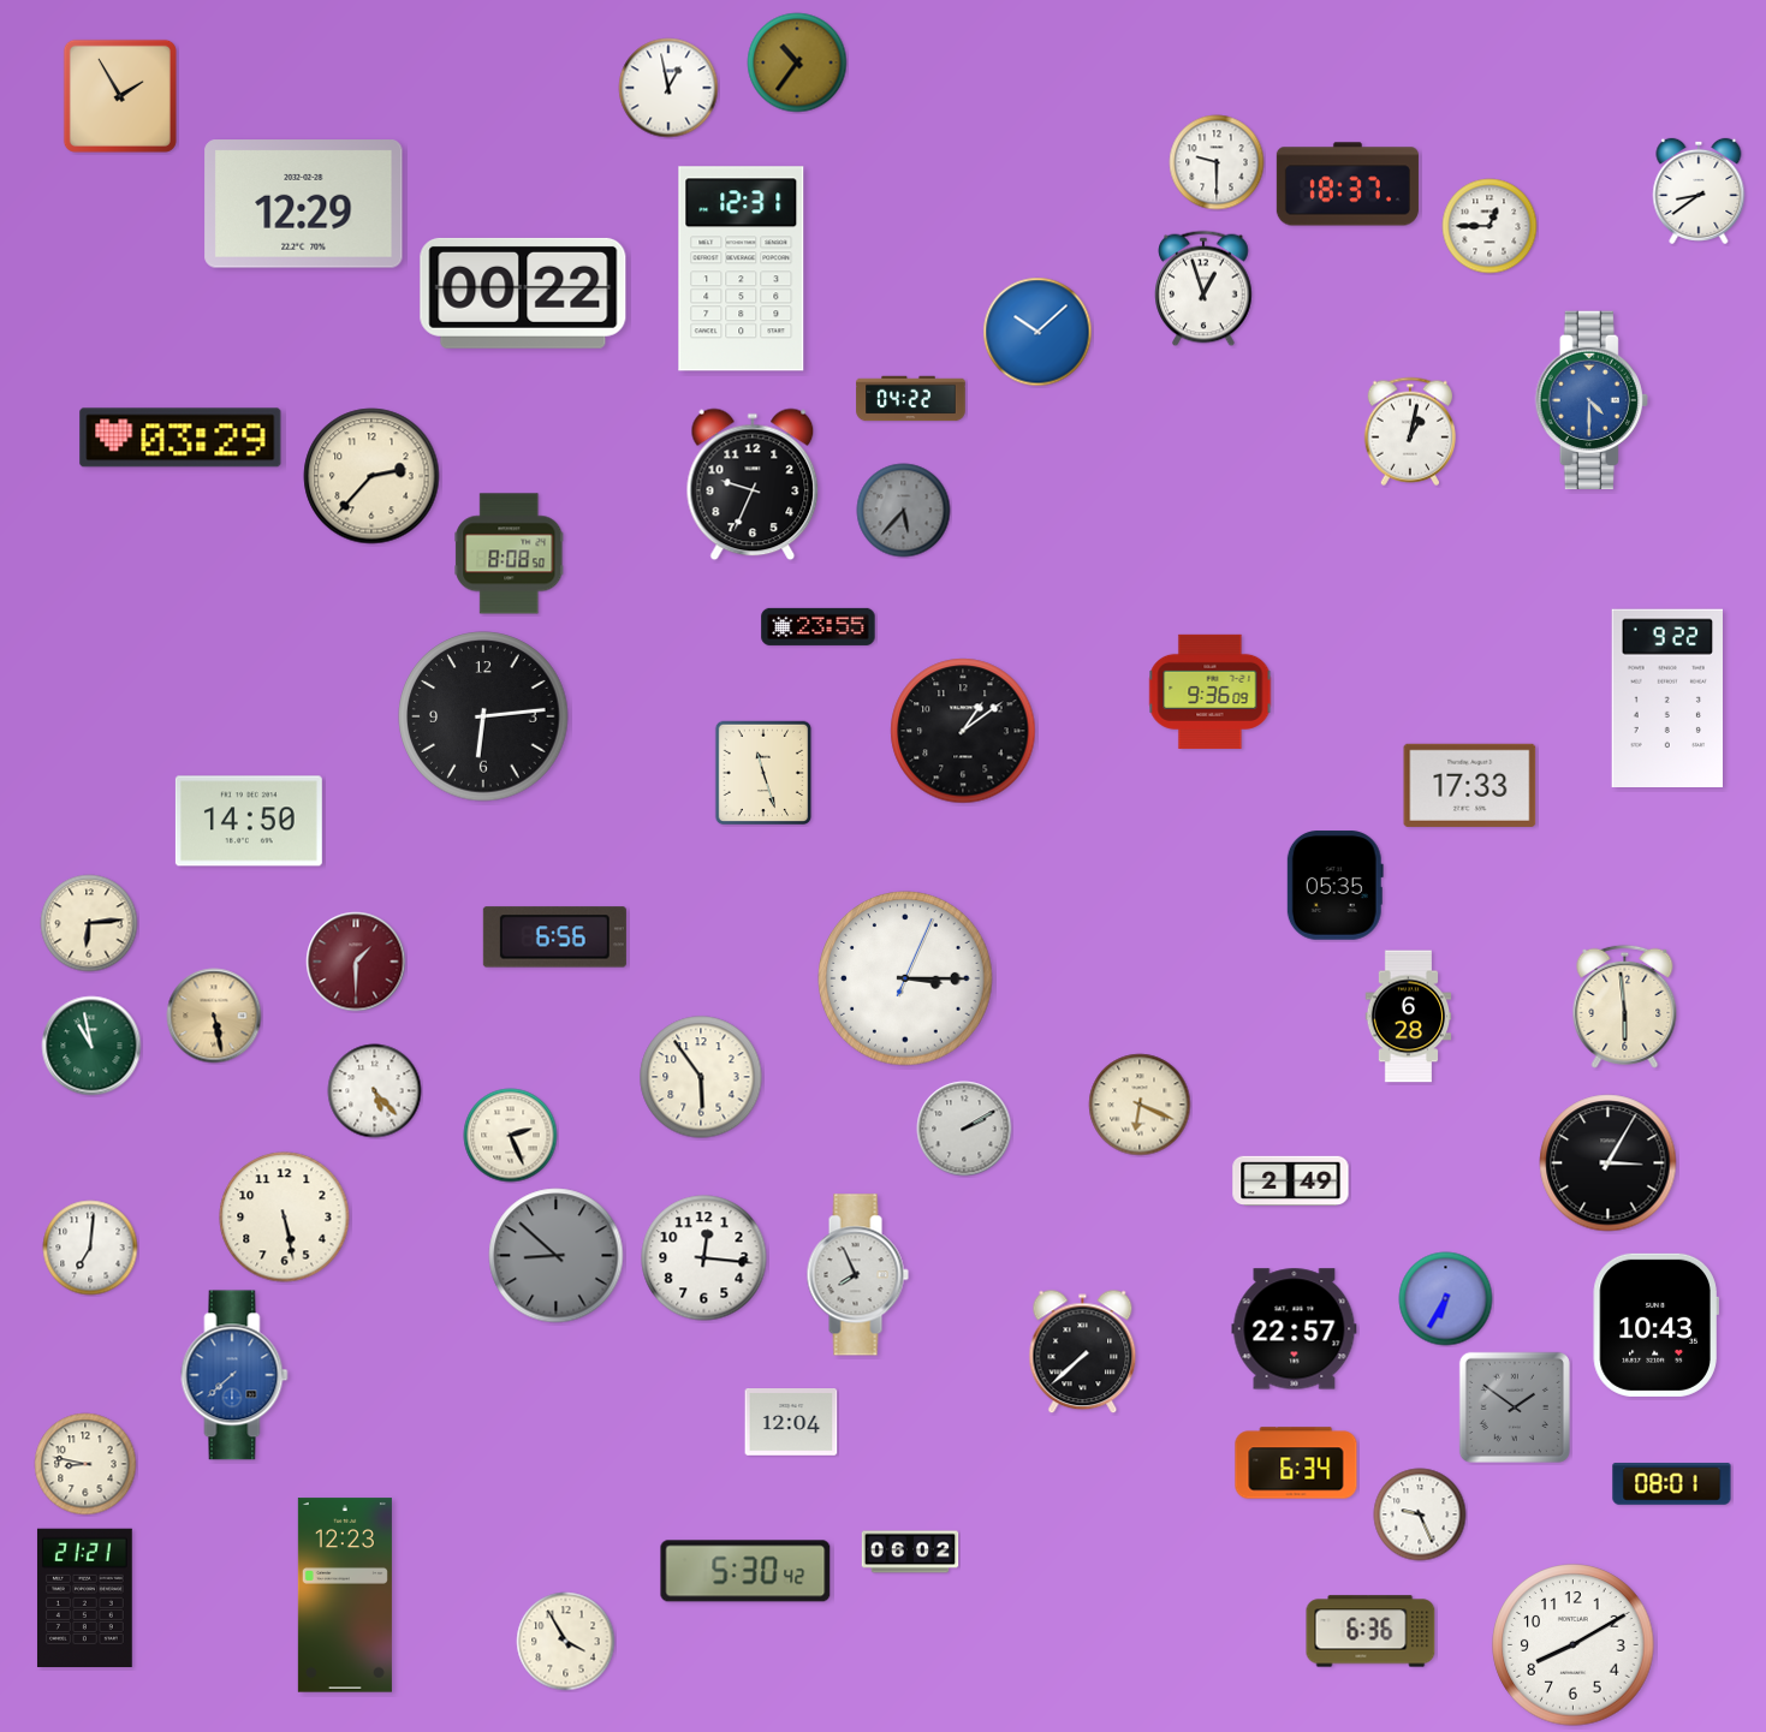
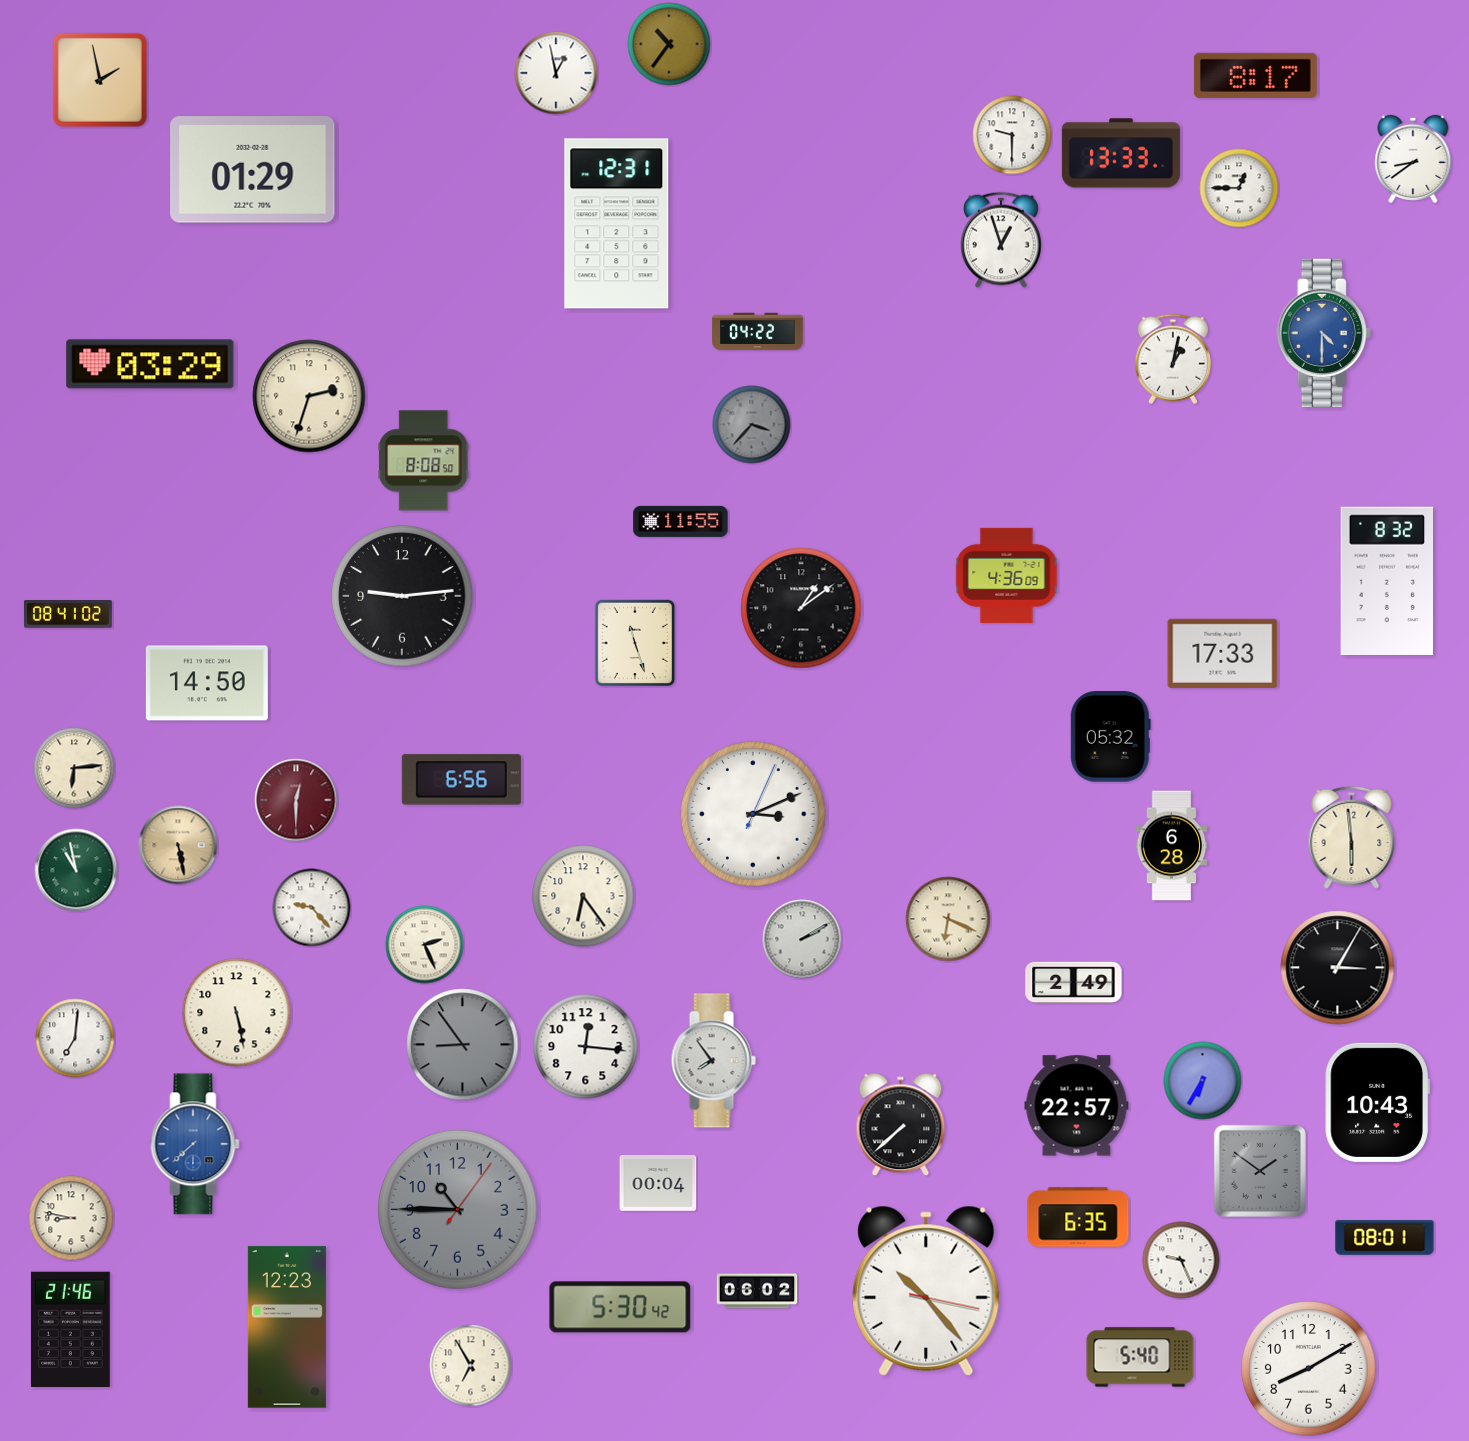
clock at (797, 63) position: (797, 63) -> (669, 44)
clock at (1255, 75): none -> 8:17
clock at (120, 96): 1:55 -> 1:58
clock at (1348, 184): 18:37 -> 13:33
clock at (304, 204): 12:29 -> 01:29
clock at (523, 293): 00:22 -> none
clock at (1037, 332): 10:08 -> none
clock at (371, 476): 2:37 -> 2:33
clock at (753, 484): 9:34 -> none
clock at (904, 511): 5:37 -> 3:37
clock at (819, 626): 23:55 -> 11:55
clock at (1211, 691): 9:36 -> 4:36
clock at (1666, 697): 9:22 -> 8:32
clock at (483, 716): 6:14 -> 9:14
clock at (68, 614): none -> 08:41
clock at (1334, 886): 05:35 -> 05:32
clock at (356, 962): 1:30 -> 12:30
clock at (905, 978): 3:15 -> 3:11
clock at (701, 1077): 5:54 -> 6:24
clock at (375, 1091): 5:23 -> 9:23
clock at (557, 1256): 8:52 -> 8:54
clock at (857, 1275): 7:56 -> 7:54
clock at (791, 1423): 12:04 -> 00:04
clock at (458, 1210): none -> 10:45
clock at (1296, 1463): 6:34 -> 6:35
clock at (1672, 1484) position: (1672, 1484) -> (1385, 1238)
clock at (926, 1291): none -> 10:23
clock at (84, 1597): 21:21 -> 21:46
clock at (1370, 1631): 6:36 -> 5:40
clock at (566, 1642): 3:55 -> 6:55
